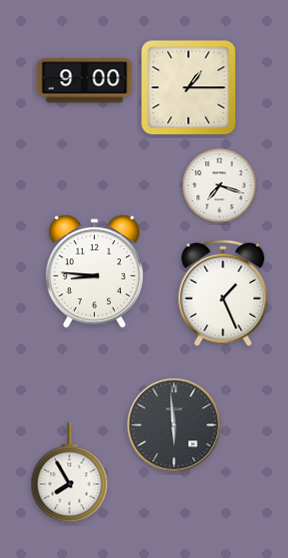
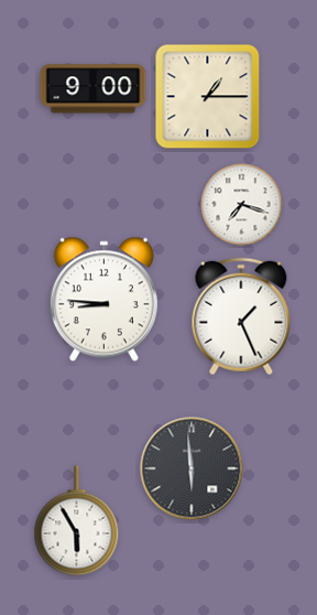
clock at (223, 293) position: (223, 293) -> (241, 316)
clock at (70, 473): 7:55 -> 5:55
